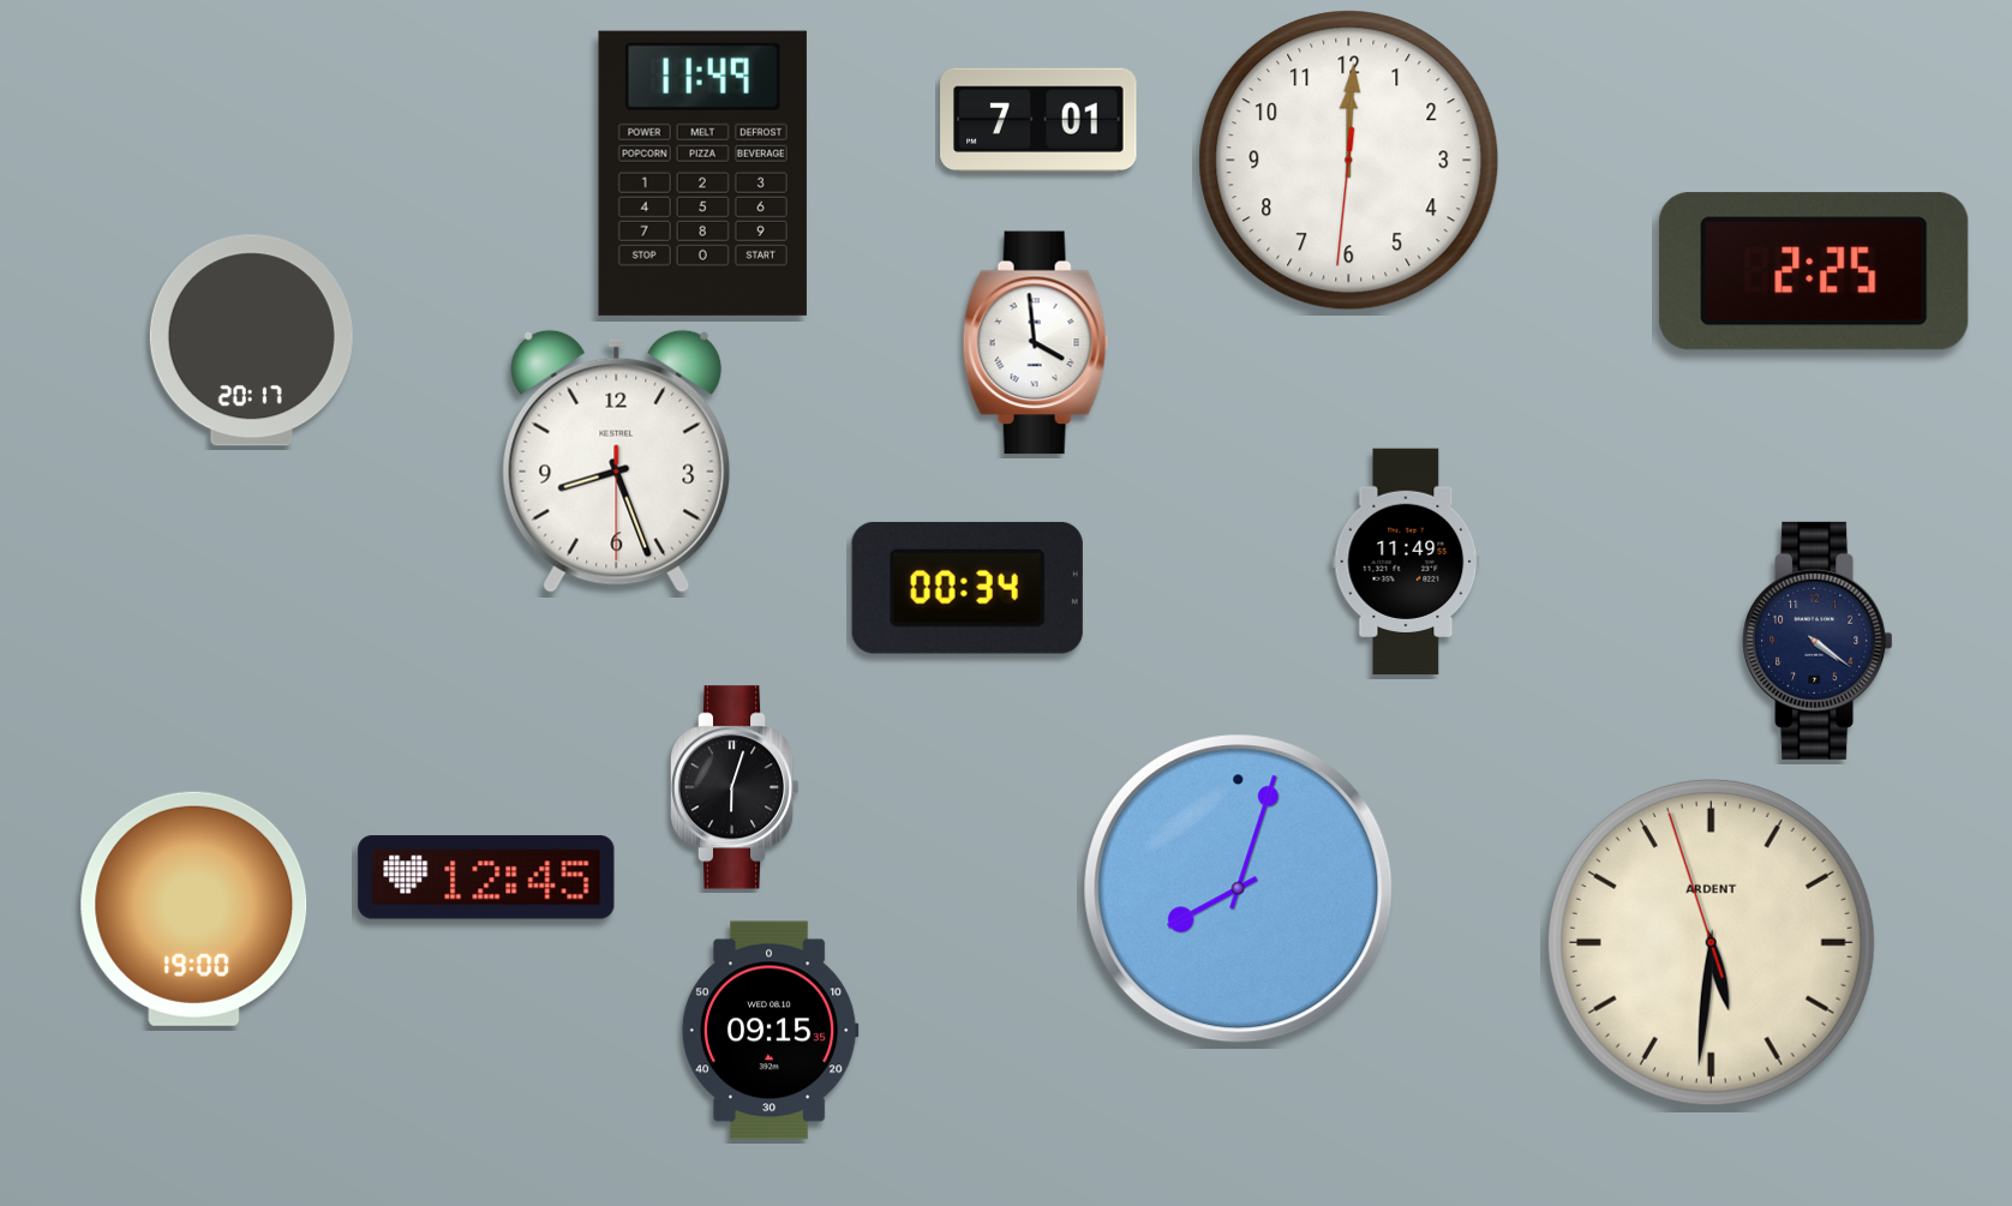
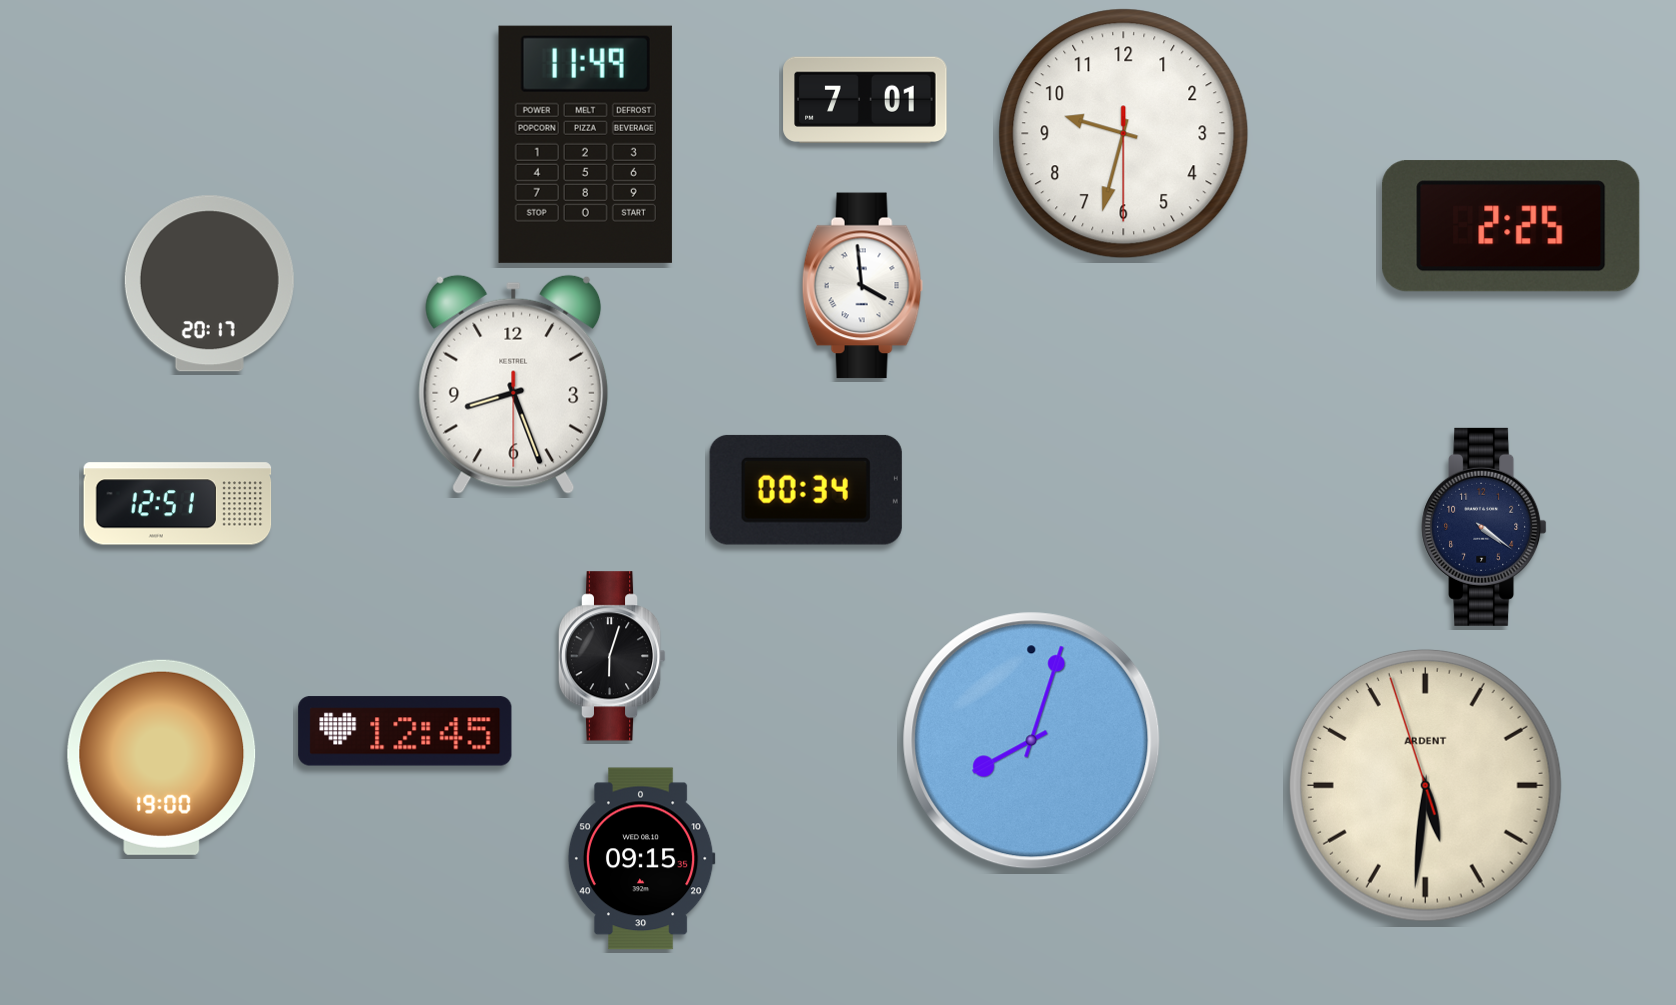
clock at (1349, 161): 12:00 -> 9:32
clock at (1406, 562): 11:49 -> none
clock at (178, 504): none -> 12:51
clock at (1818, 641) position: (1818, 641) -> (1484, 527)
